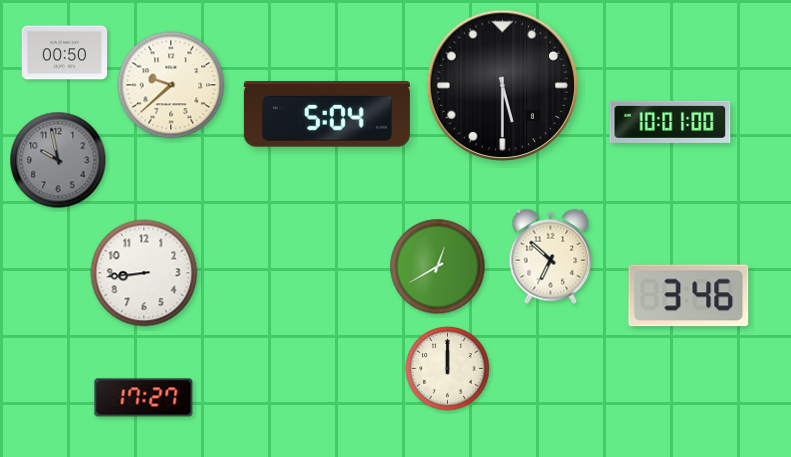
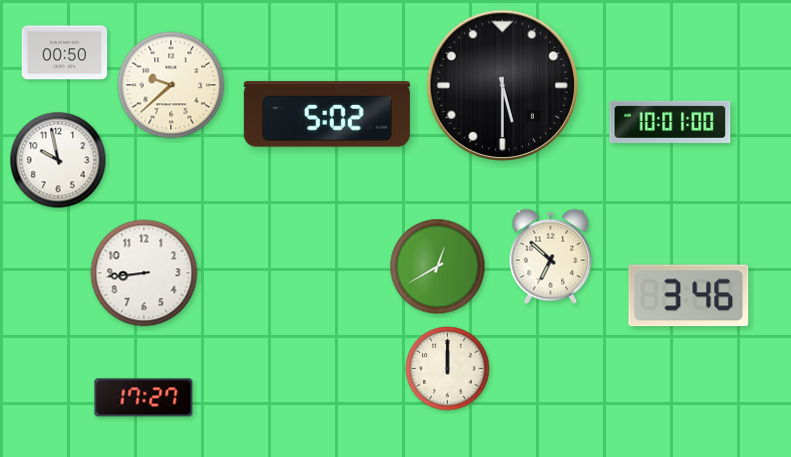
clock at (327, 114): 5:04 -> 5:02
clock at (58, 160) dial: grey -> white
